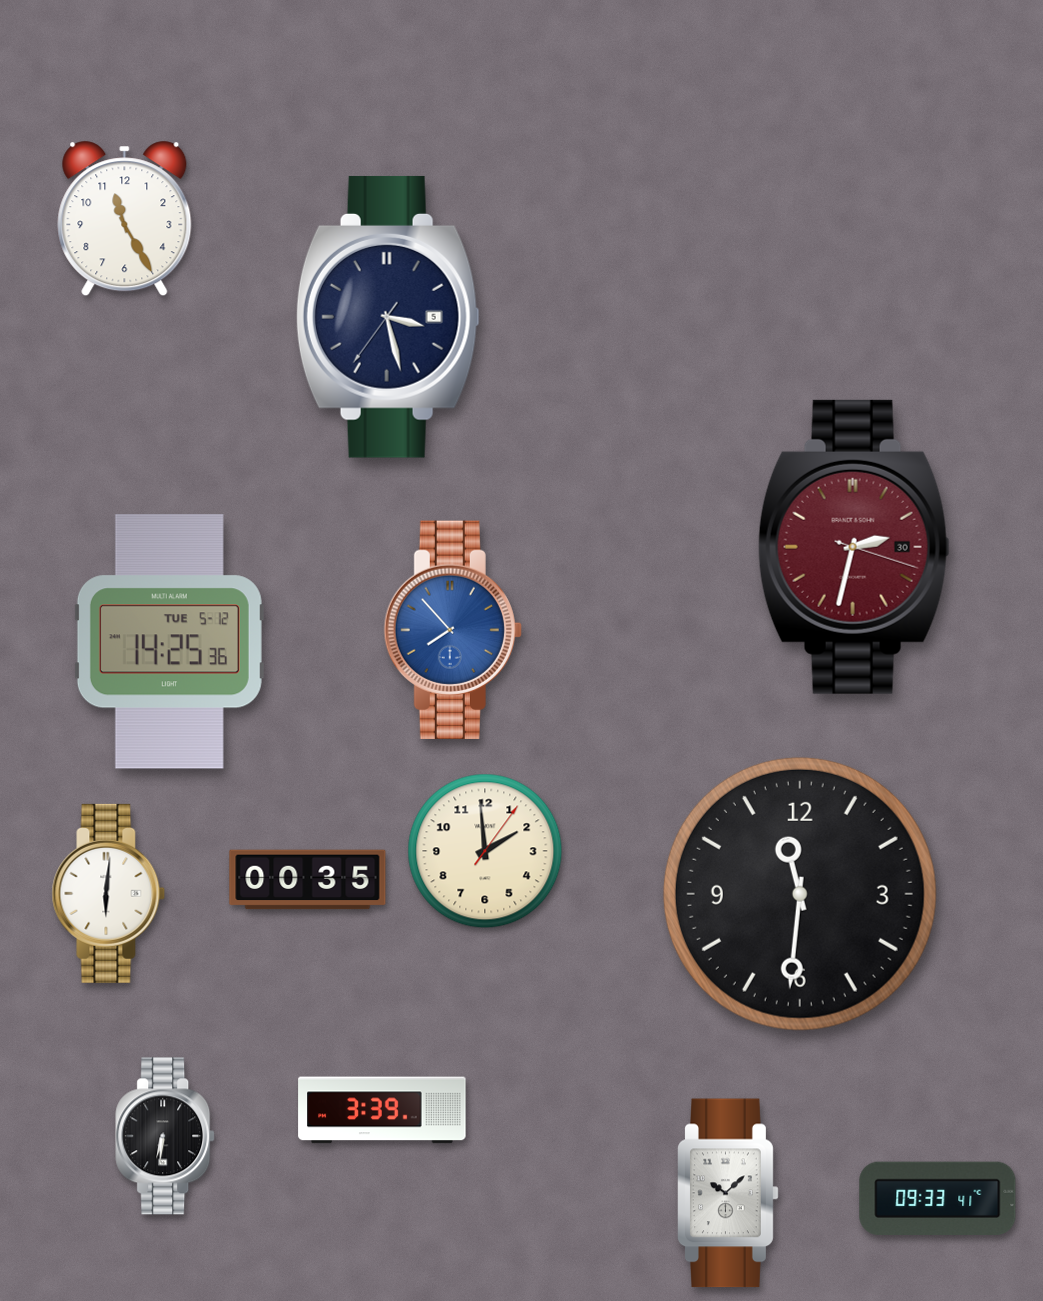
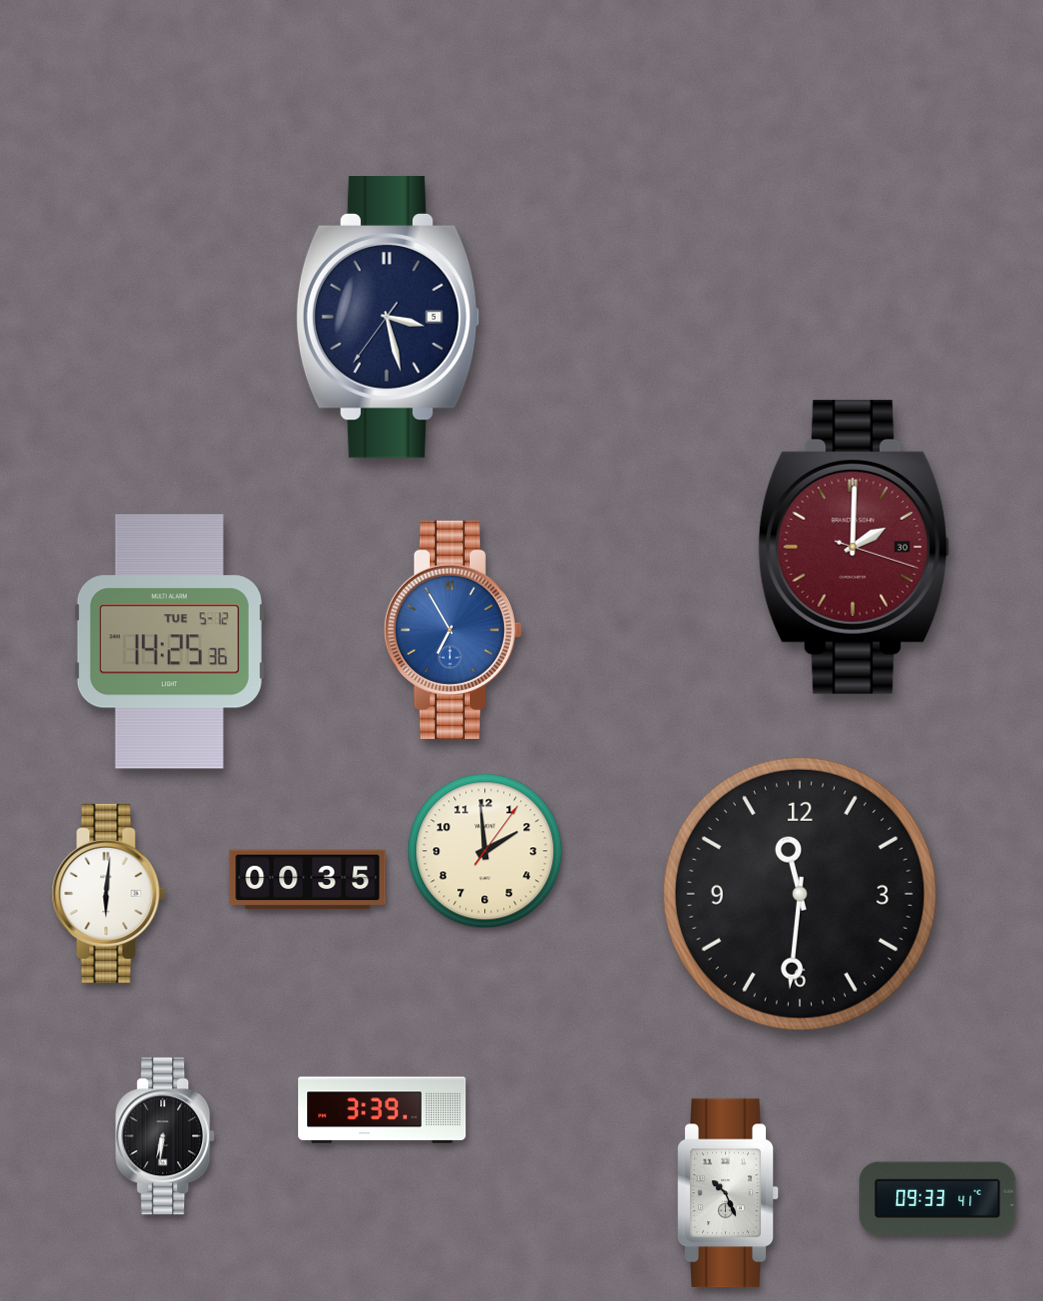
clock at (125, 219): 11:25 -> none
clock at (854, 547): 2:32 -> 2:00
clock at (453, 630): 7:53 -> 6:55
clock at (728, 1193): 10:08 -> 10:26
